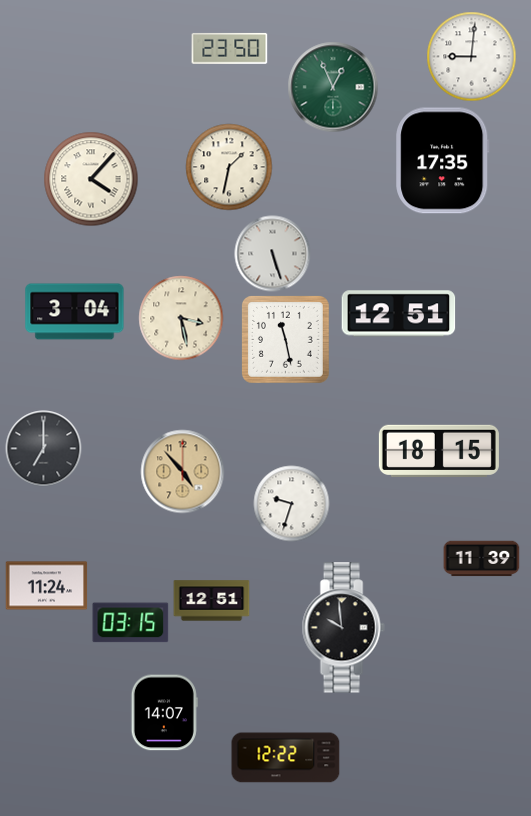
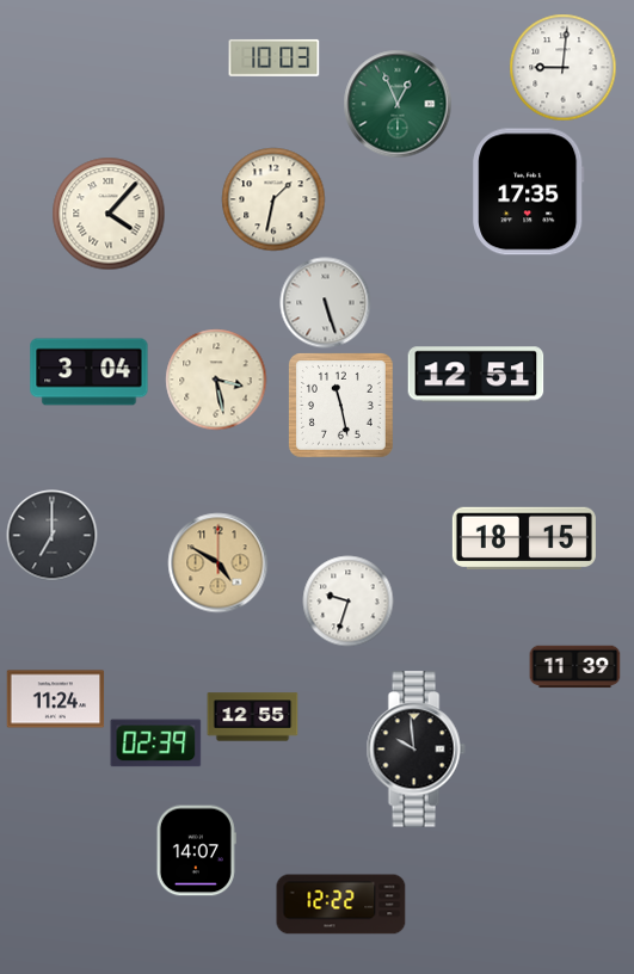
clock at (230, 48): 23:50 -> 10:03
clock at (183, 472): 4:53 -> 4:50
clock at (212, 601): 12:51 -> 12:55
clock at (131, 623): 03:15 -> 02:39
clock at (343, 628) position: (343, 628) -> (416, 750)
